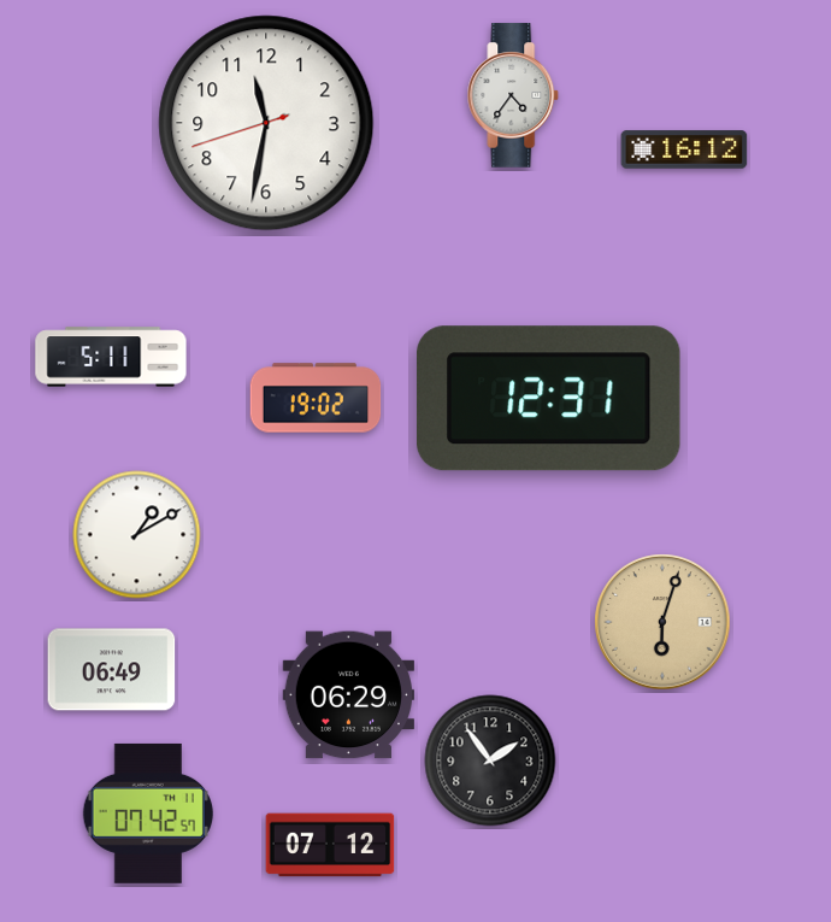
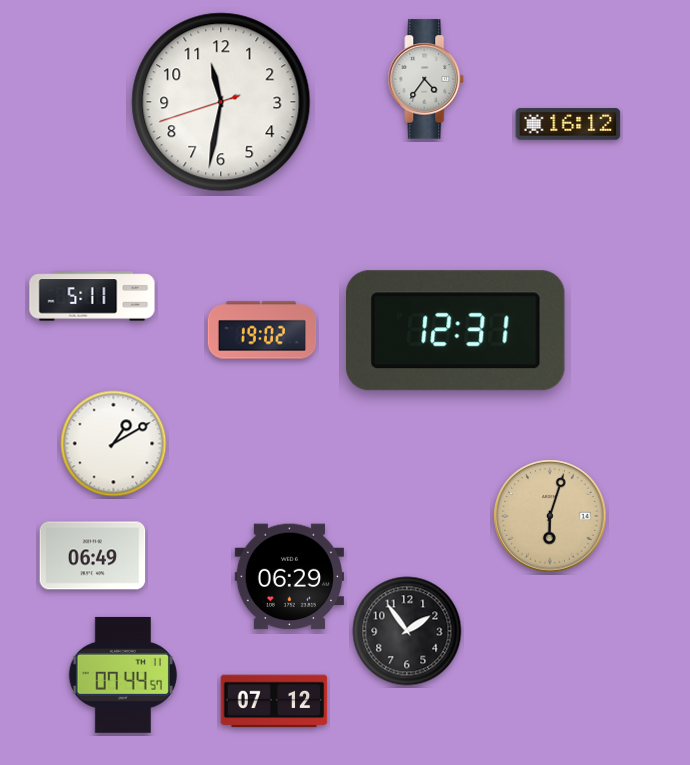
clock at (148, 814): 07:42 -> 07:44
